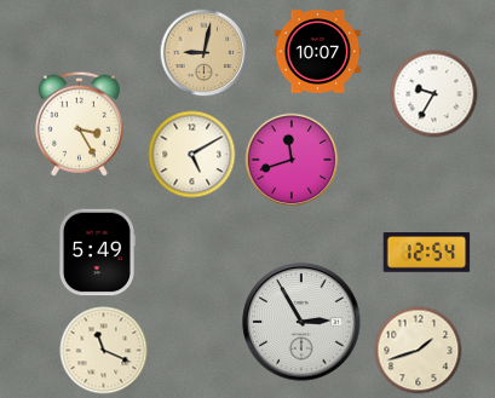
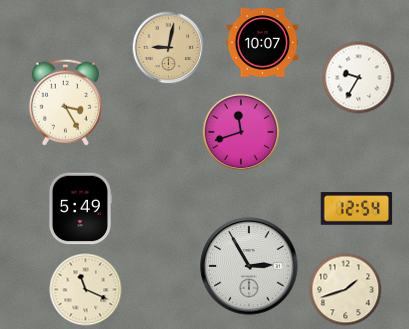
clock at (205, 53) position: (205, 53) -> (169, 48)
clock at (192, 155): 5:10 -> none
clock at (427, 253) position: (427, 253) -> (357, 209)
